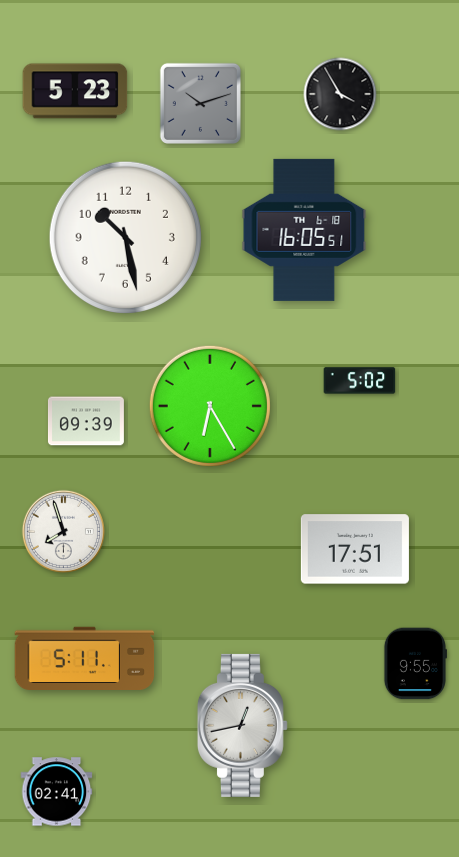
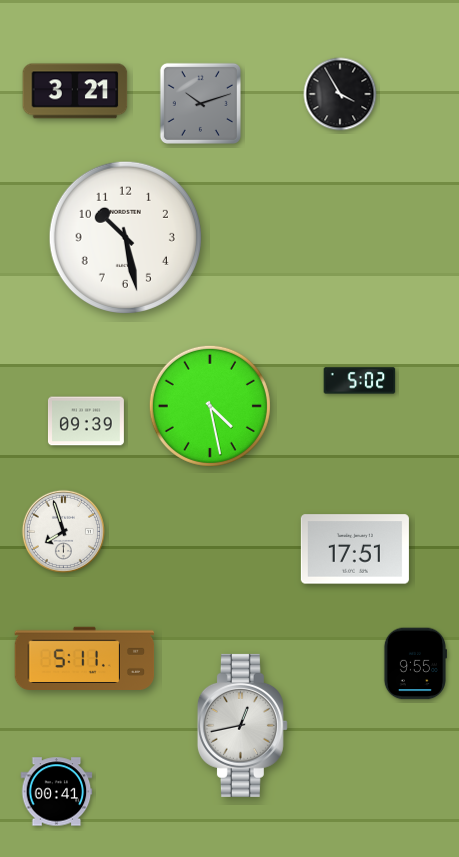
clock at (75, 91): 5:23 -> 3:21
clock at (304, 230): 16:05 -> none
clock at (210, 406): 6:25 -> 4:28
clock at (57, 792): 02:41 -> 00:41
